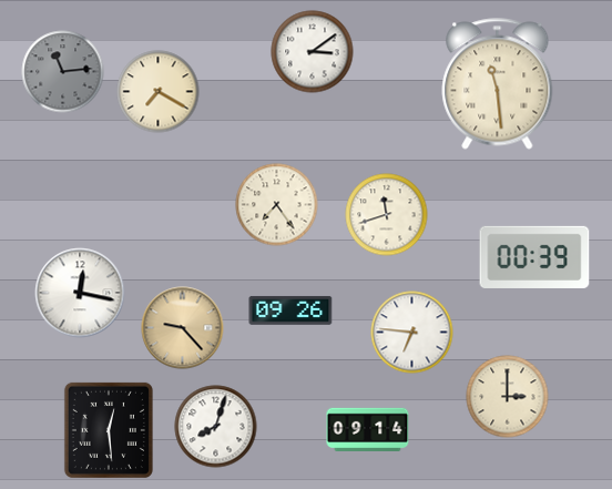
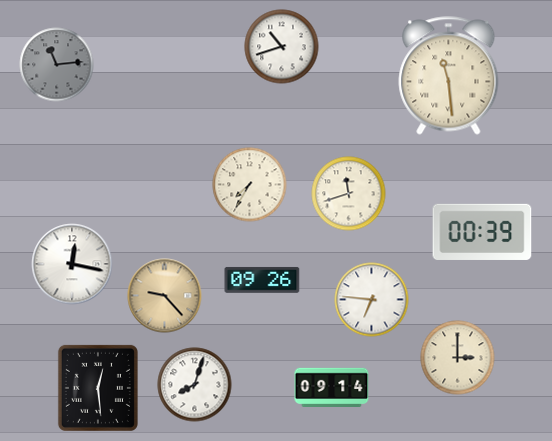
clock at (313, 52): 3:09 -> 10:42
clock at (159, 92): 7:20 -> none
clock at (277, 205): 7:24 -> 7:35
